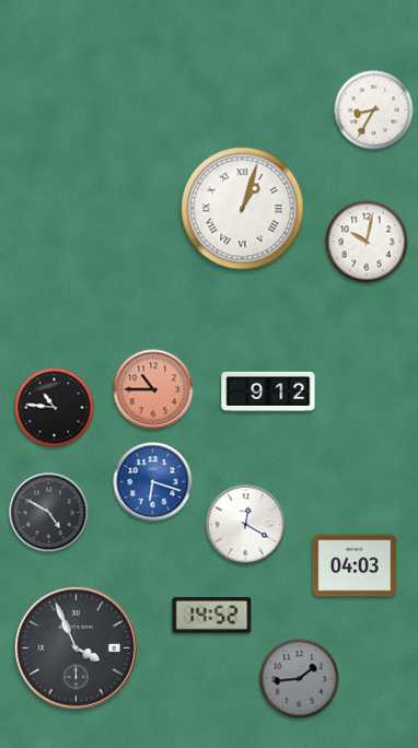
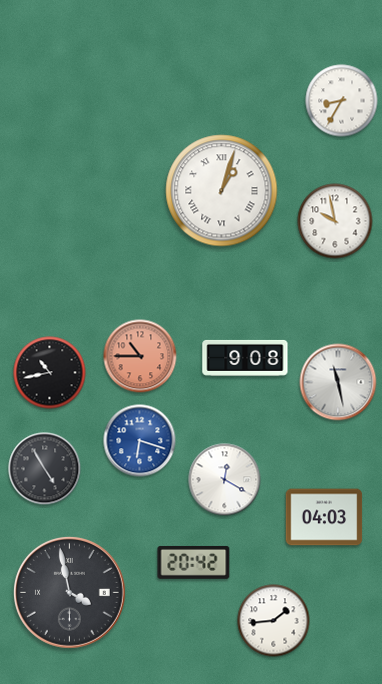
clock at (367, 242): 10:02 -> 9:58
clock at (268, 391): 9:12 -> 9:08
clock at (55, 408): 10:46 -> 10:43
clock at (338, 382): none -> 11:28
clock at (49, 513): 4:50 -> 4:55
clock at (212, 615): 14:52 -> 20:42
clock at (76, 647): 3:56 -> 3:58
clock at (300, 679) dial: grey -> white
